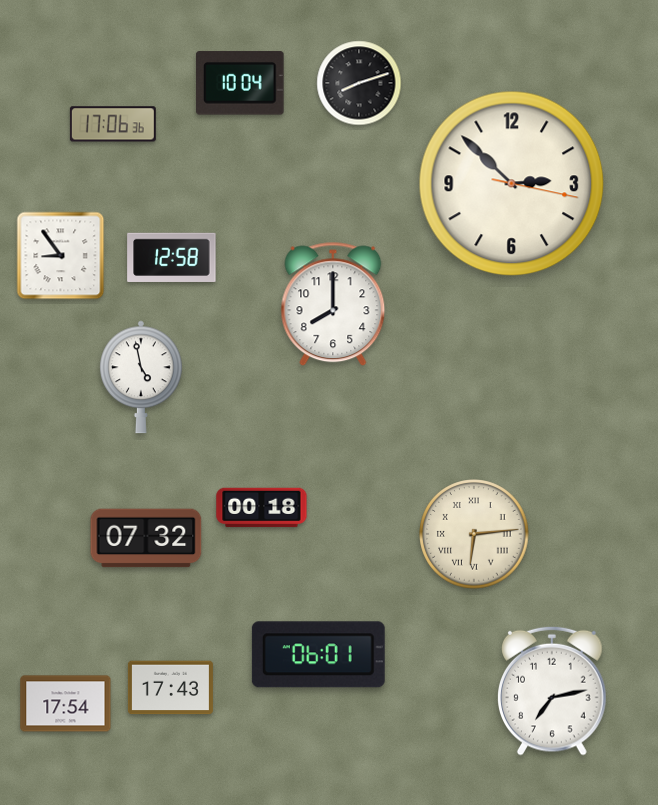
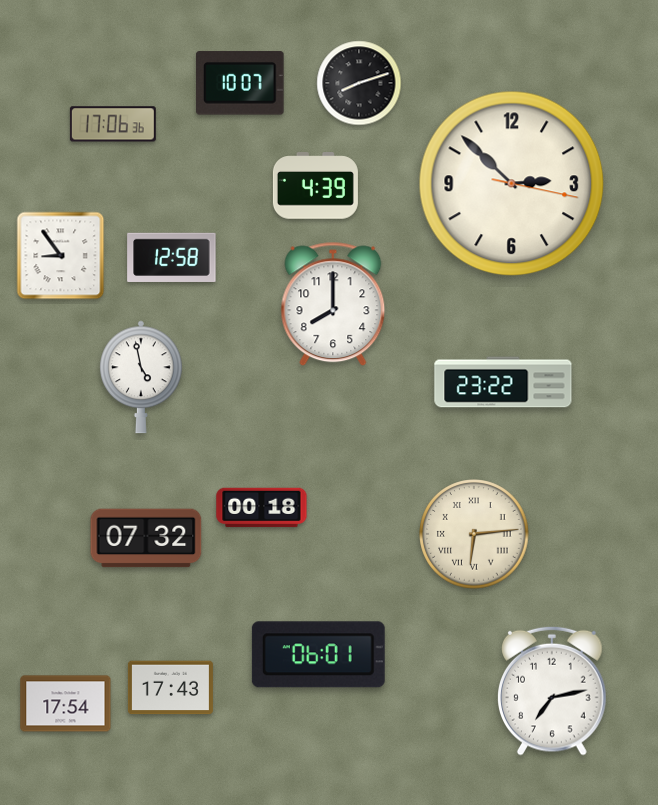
clock at (241, 83): 10:04 -> 10:07
clock at (315, 186): none -> 4:39
clock at (503, 382): none -> 23:22
